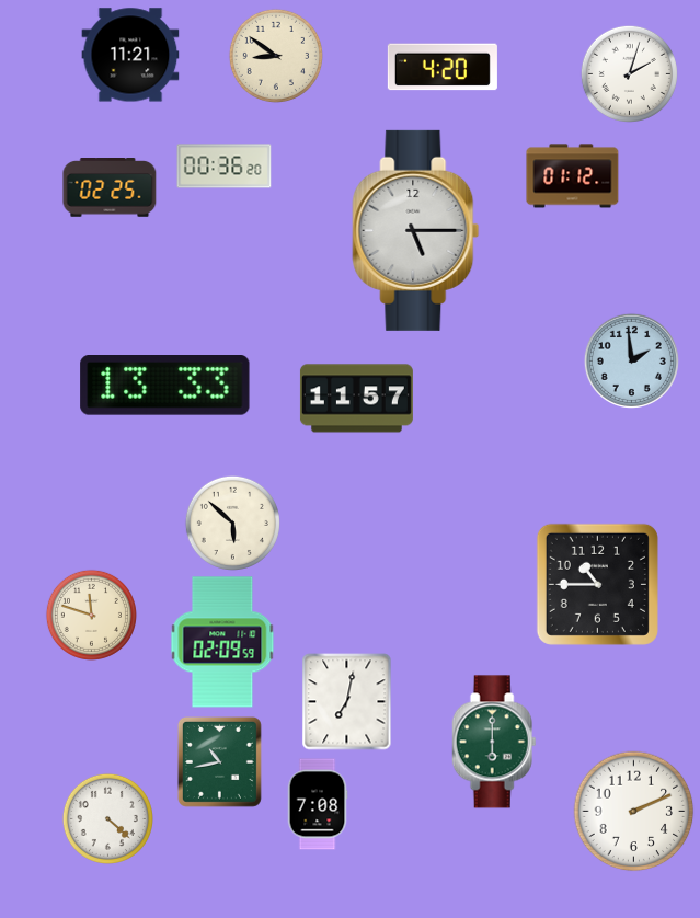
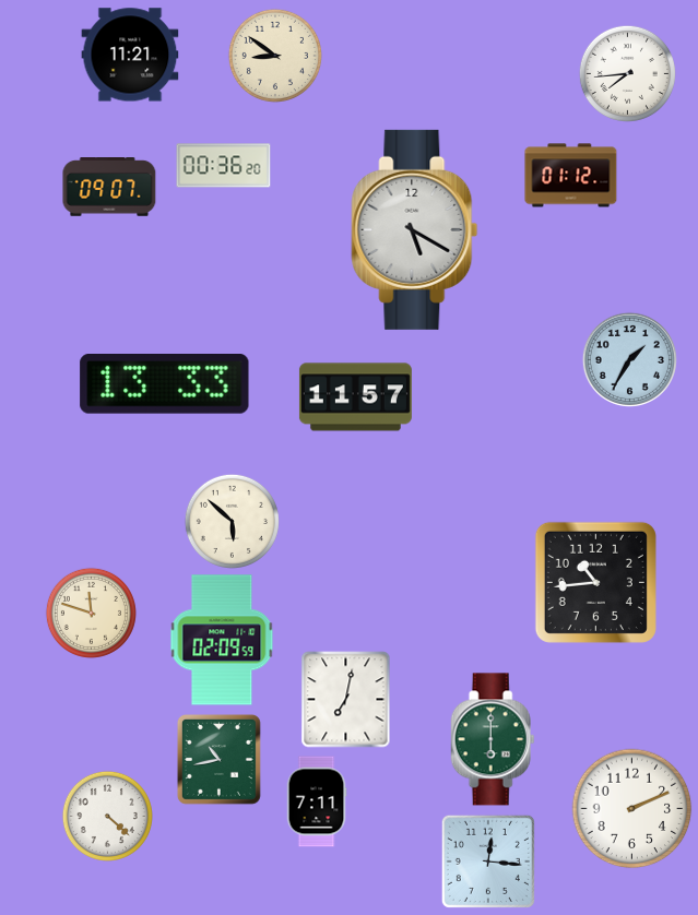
clock at (443, 67): 4:20 -> none
clock at (629, 73): 2:03 -> 7:44
clock at (110, 188): 02:25 -> 09:07
clock at (416, 230): 5:15 -> 5:20
clock at (631, 360): 1:59 -> 1:35
clock at (597, 584): 10:45 -> 10:44
clock at (318, 804): 7:08 -> 7:11
clock at (488, 861): none -> 12:16
